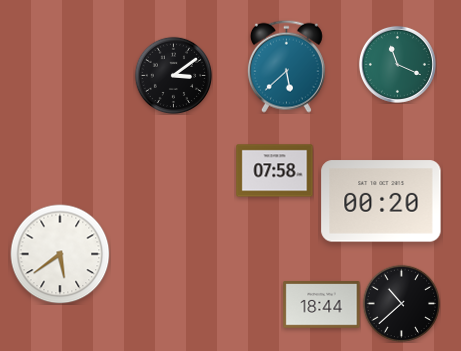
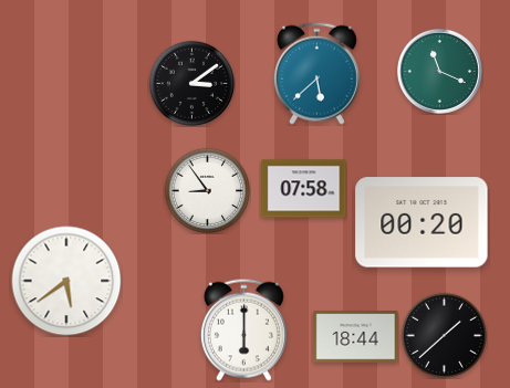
clock at (207, 190): none -> 8:54
clock at (243, 329): none -> 6:00
clock at (401, 303): 10:38 -> 1:38
